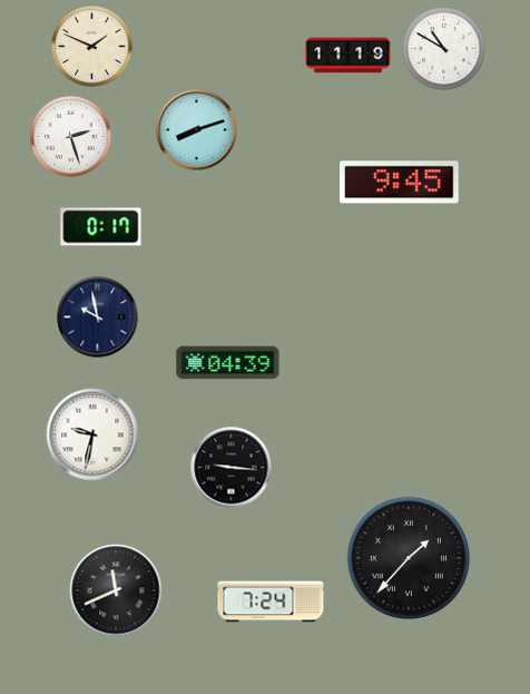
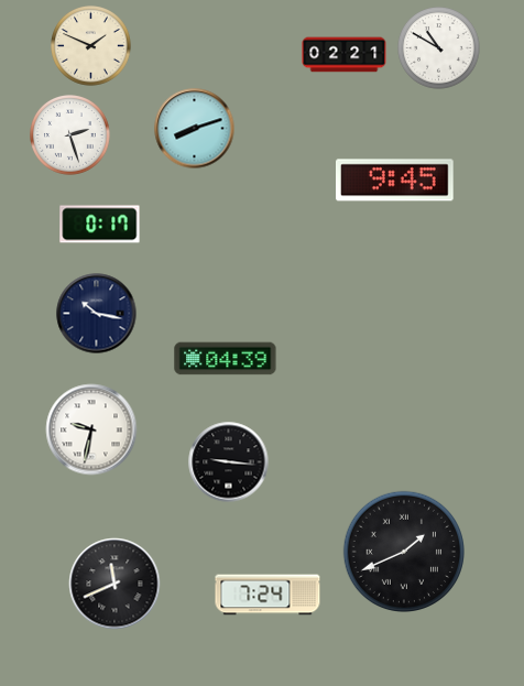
clock at (349, 56): 11:19 -> 02:21
clock at (98, 317): 9:58 -> 10:17
clock at (408, 557): 1:37 -> 1:41
